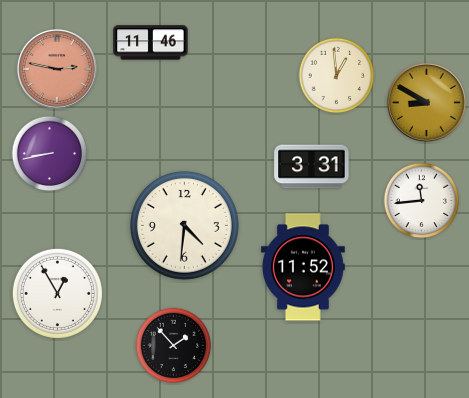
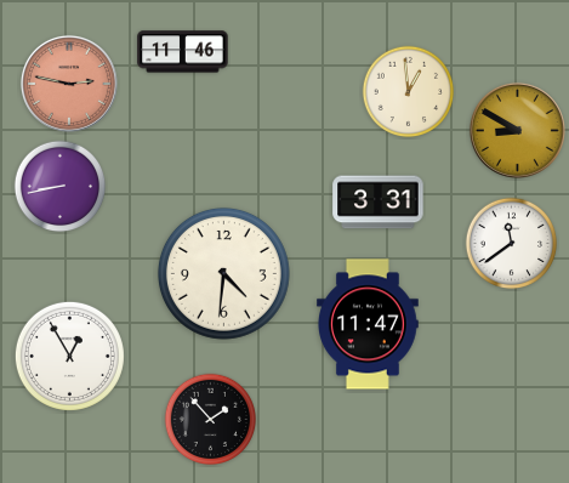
clock at (426, 102) position: (426, 102) -> (517, 130)
clock at (422, 201): 11:44 -> 11:39
clock at (304, 267): 11:52 -> 11:47
